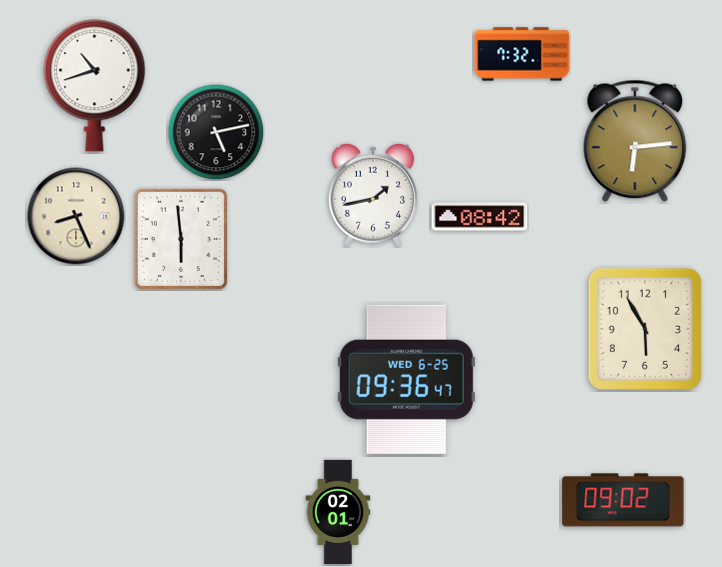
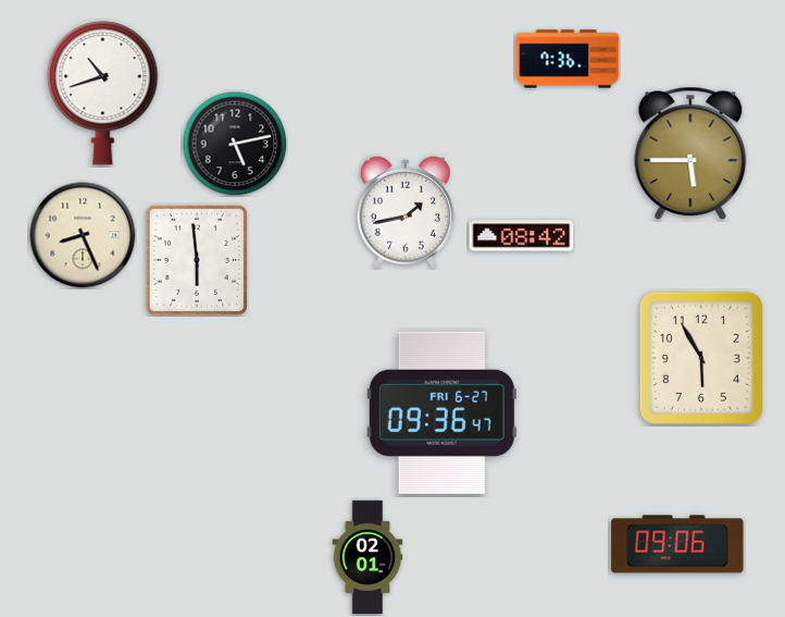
clock at (522, 54): 7:32 -> 7:36
clock at (635, 141): 6:14 -> 5:45
clock at (406, 379) date: WED 6-25 -> FRI 6-27
clock at (623, 500): 09:02 -> 09:06
